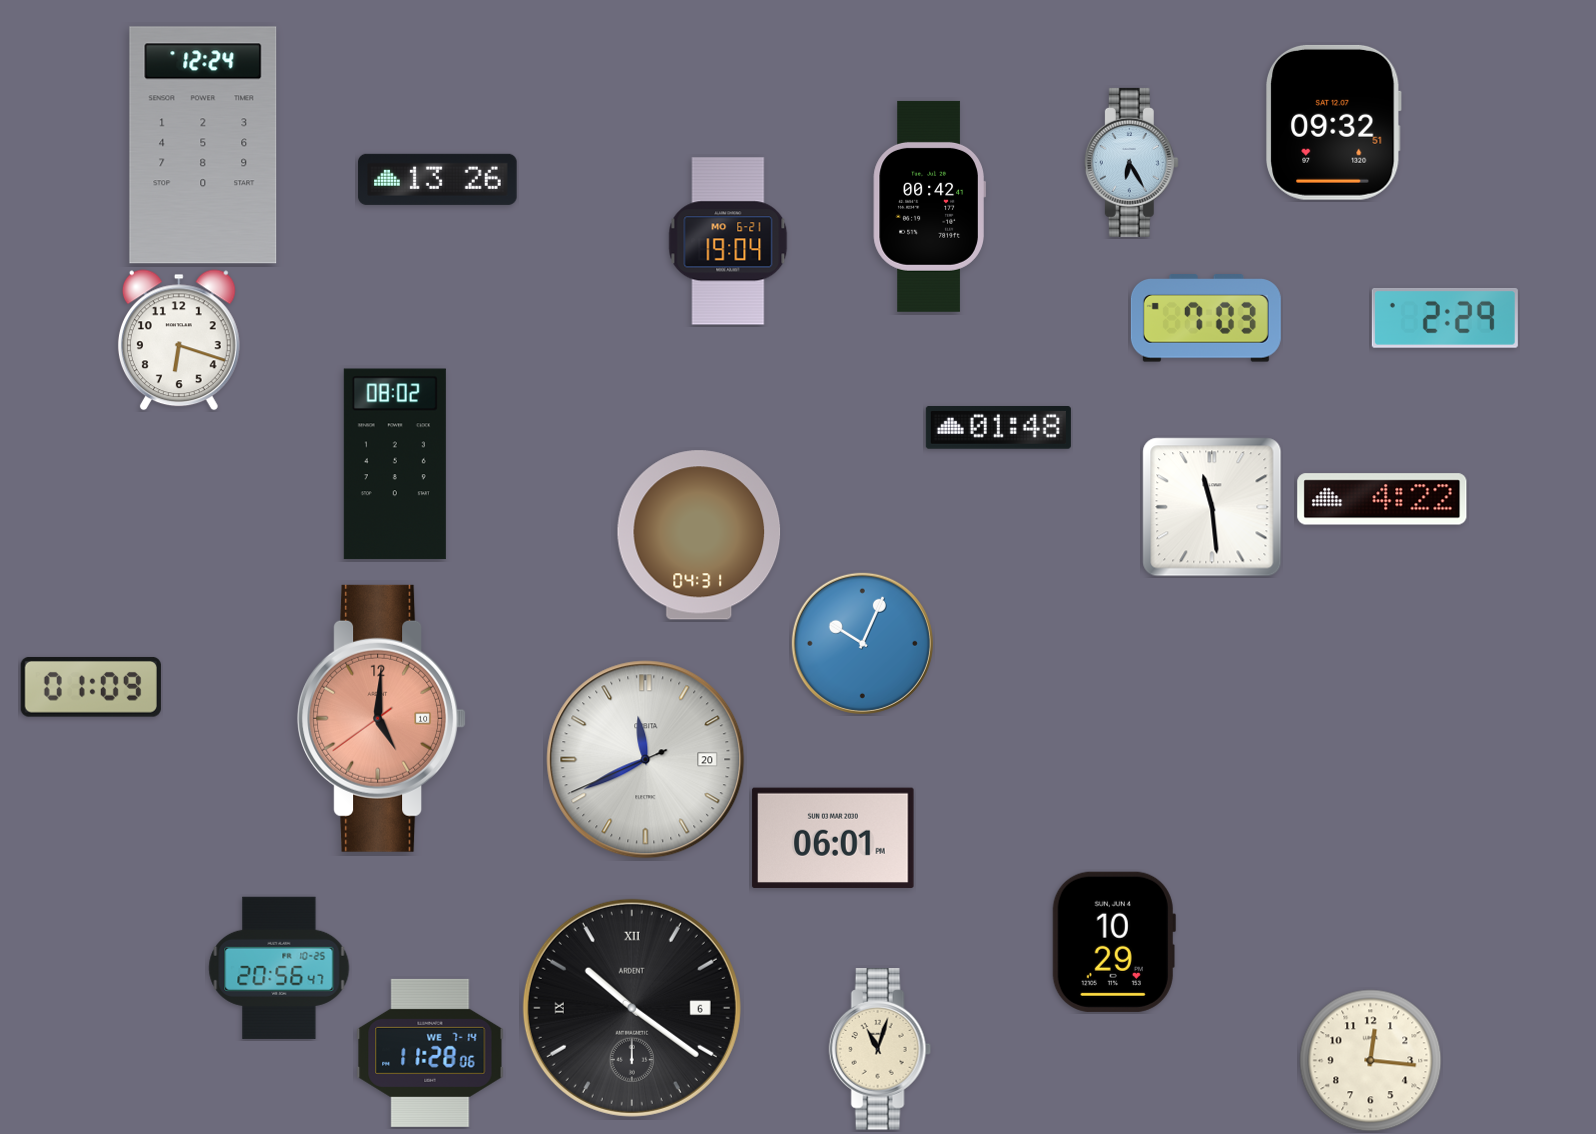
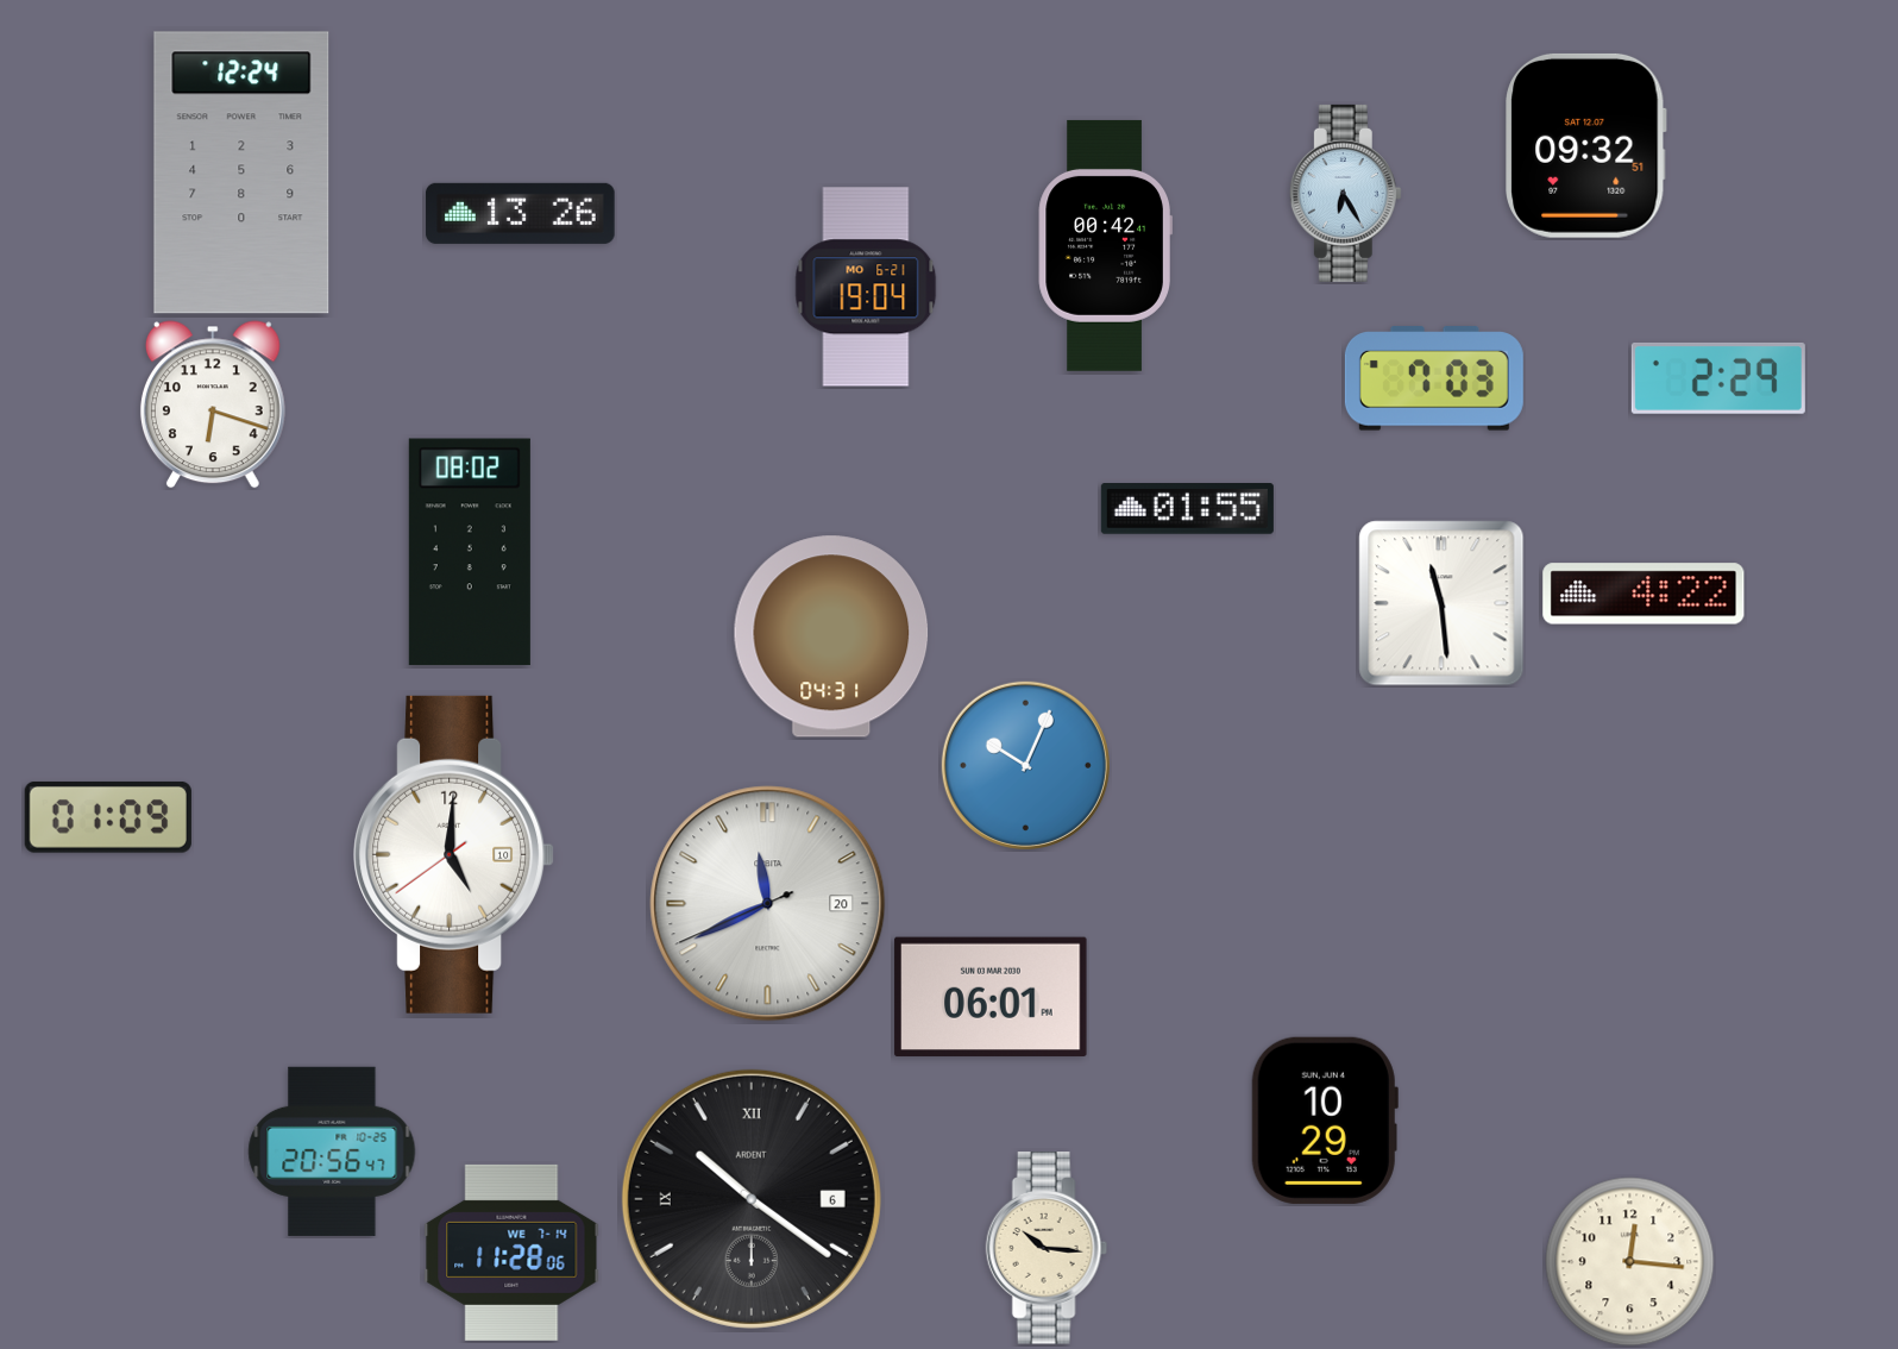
clock at (998, 428): 01:48 -> 01:55
clock at (382, 718) dial: salmon -> white
clock at (880, 1049): 11:03 -> 10:16
